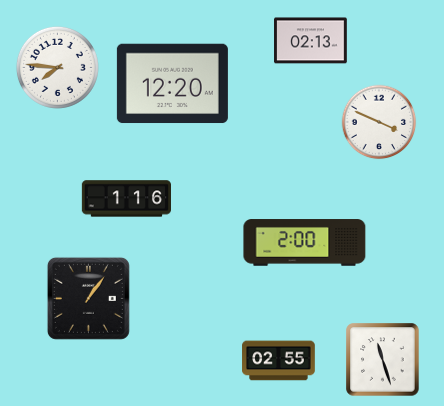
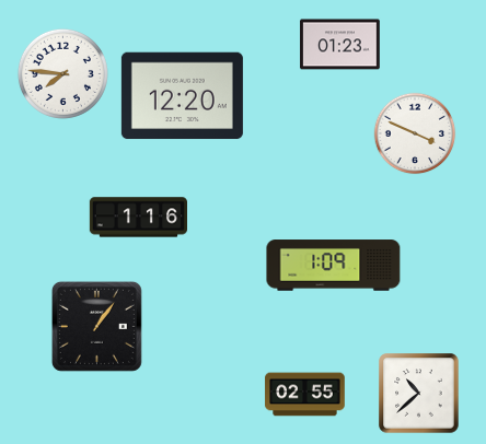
clock at (311, 41): 02:13 -> 01:23
clock at (172, 84) position: (172, 84) -> (182, 96)
clock at (305, 243): 2:00 -> 1:09
clock at (383, 360): 11:27 -> 10:38
